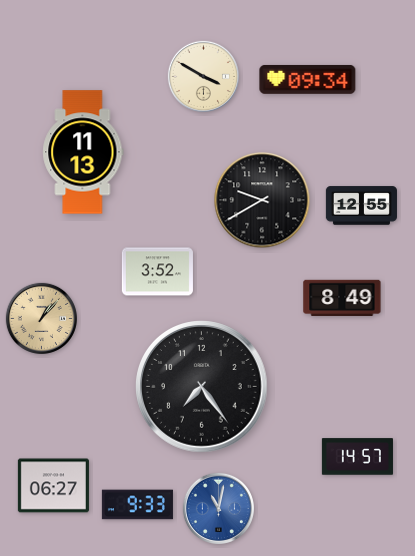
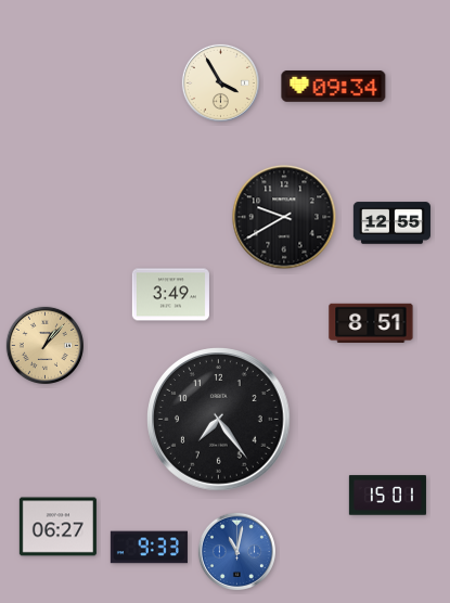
clock at (203, 76): 3:50 -> 3:55
clock at (83, 152): 11:13 -> none
clock at (157, 272): 3:52 -> 3:49
clock at (342, 298): 8:49 -> 8:51
clock at (357, 457): 14:57 -> 15:01
